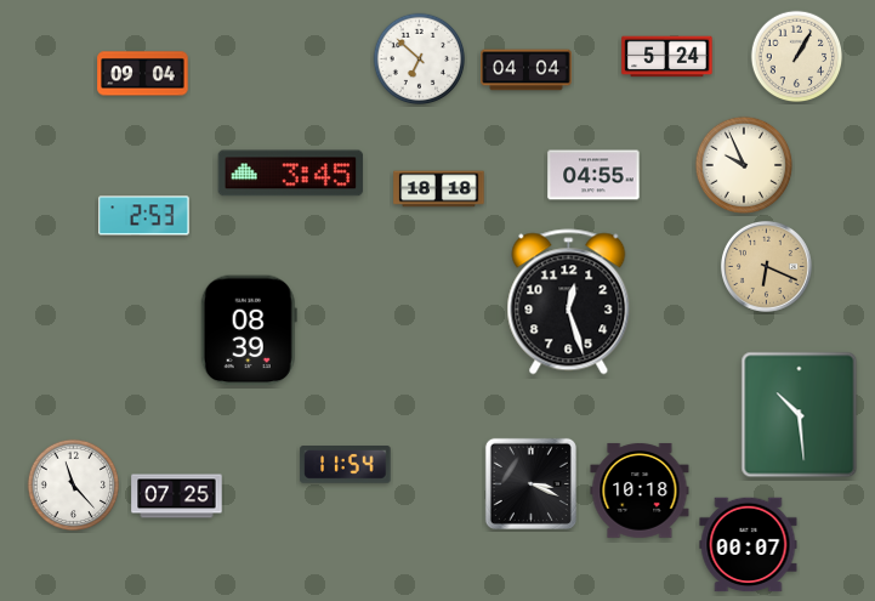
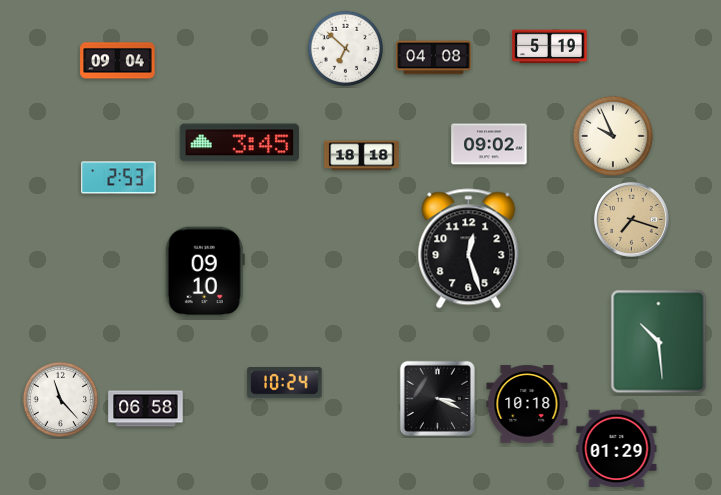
clock at (667, 57): 5:24 -> 5:19
clock at (797, 57): 1:05 -> none
clock at (527, 70): 04:04 -> 04:08
clock at (593, 175): 04:55 -> 09:02
clock at (766, 266): 6:19 -> 7:18
clock at (249, 330): 08:39 -> 09:10
clock at (346, 465): 11:54 -> 10:24
clock at (177, 497): 07:25 -> 06:58
clock at (749, 545): 00:07 -> 01:29
